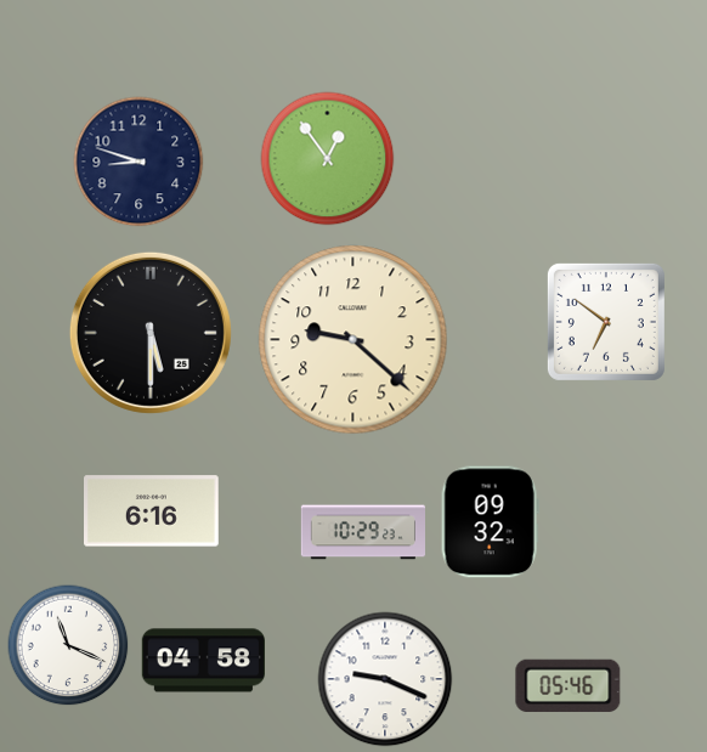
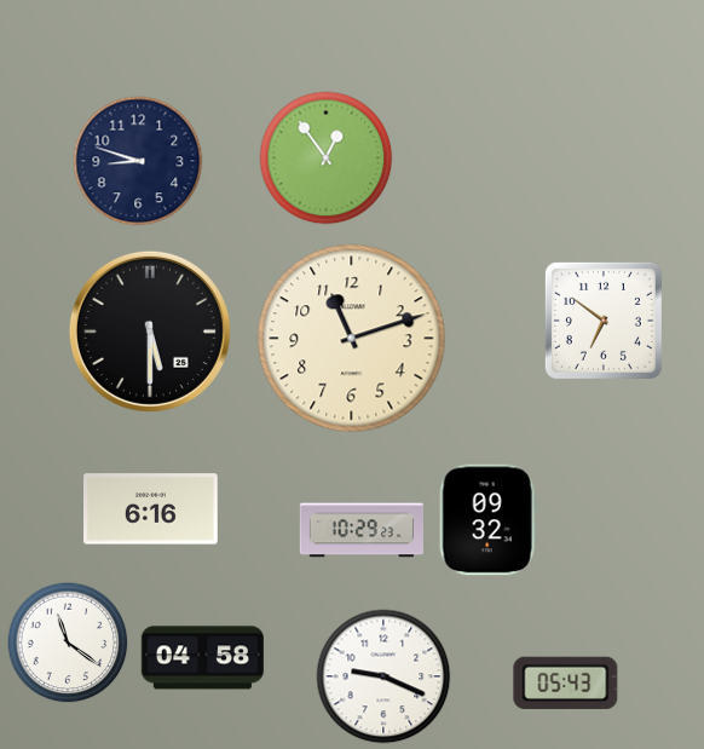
clock at (353, 340): 9:22 -> 11:12
clock at (68, 645): 11:19 -> 11:21
clock at (569, 685): 05:46 -> 05:43
